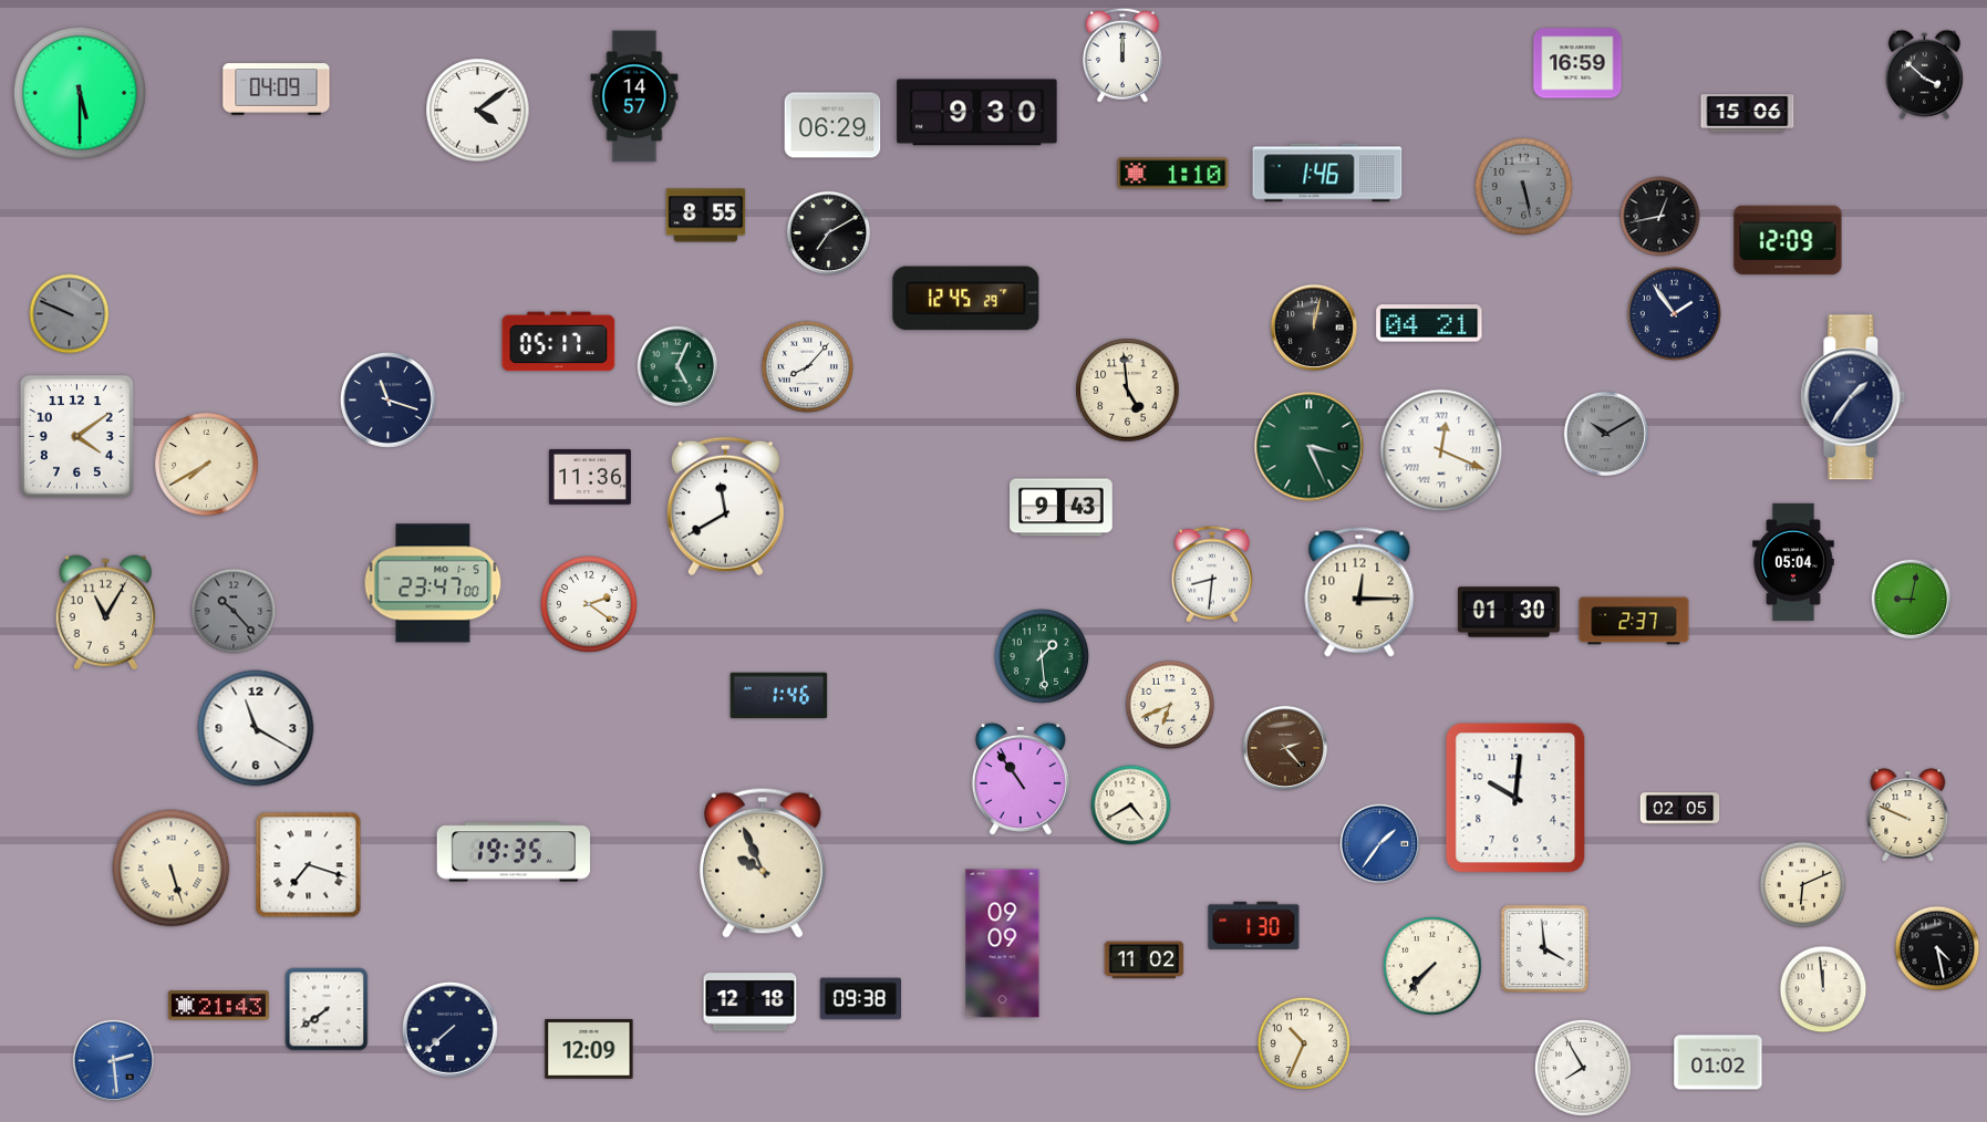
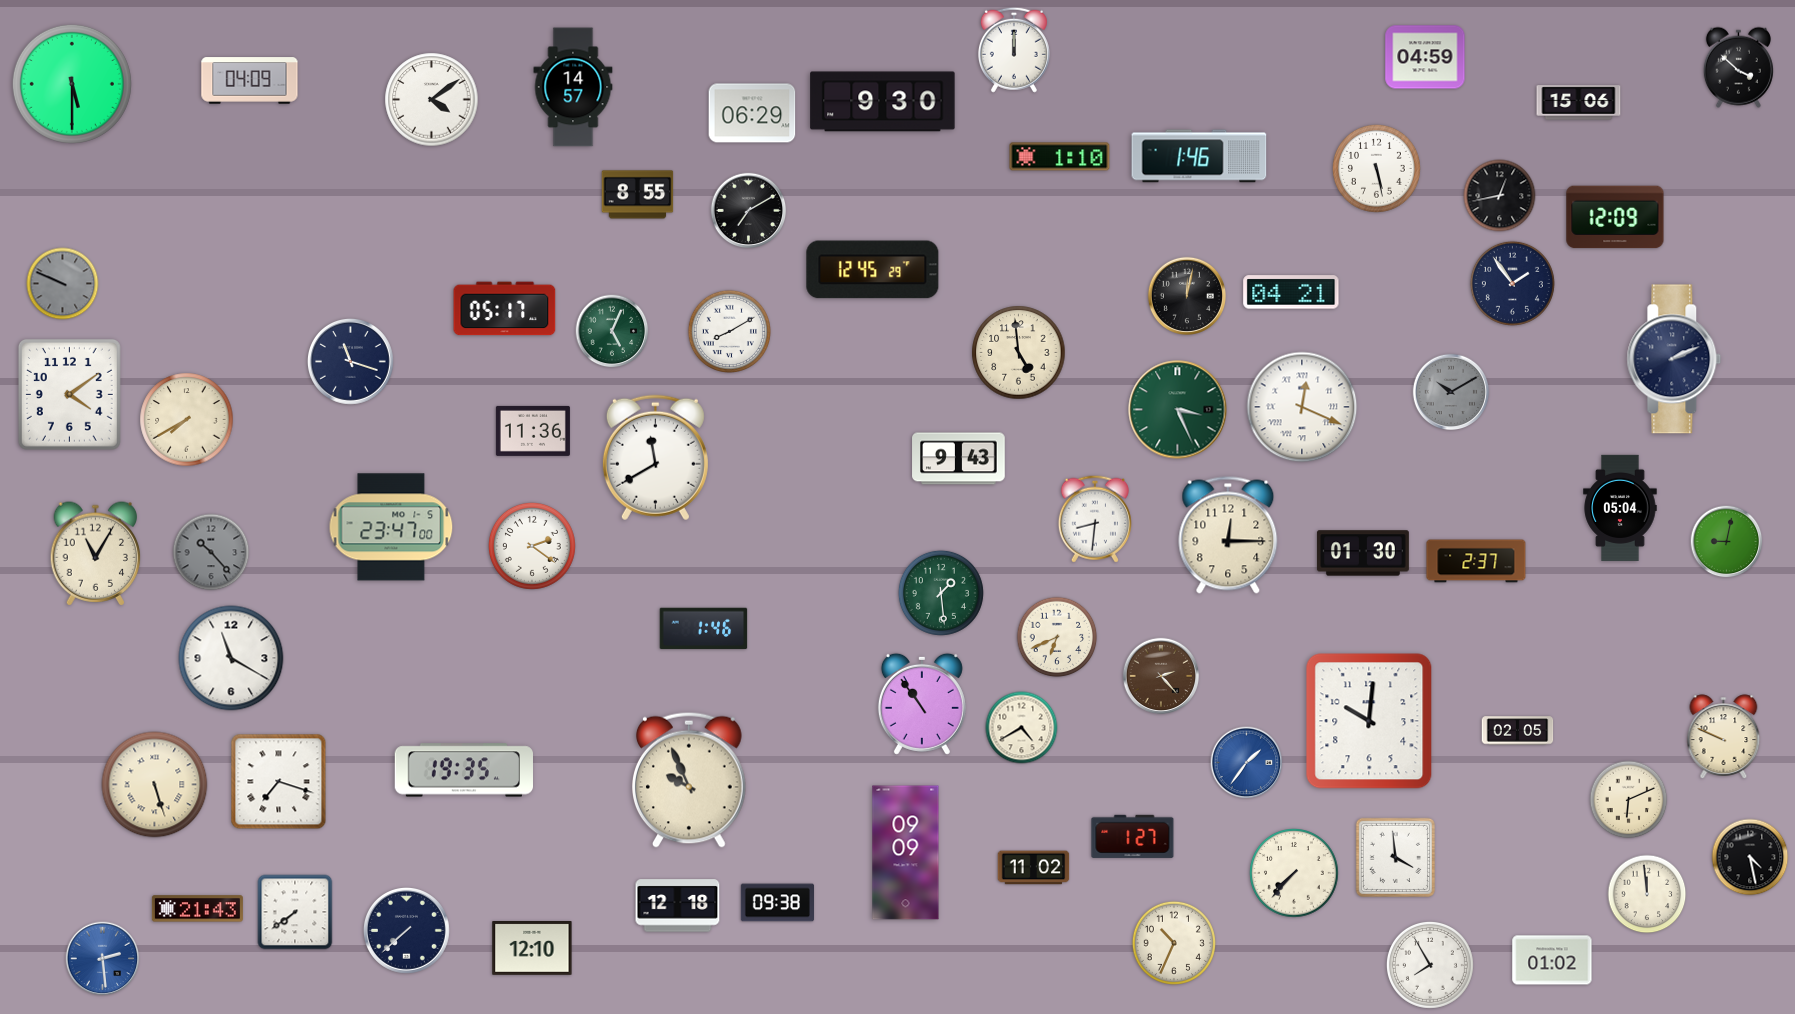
clock at (1577, 63): 16:59 -> 04:59
clock at (1524, 187) dial: grey -> white
clock at (807, 366): 8:07 -> 8:10
clock at (1853, 397): 1:36 -> 2:11
clock at (1310, 447) position: (1310, 447) -> (1178, 410)
clock at (1254, 925): 1:30 -> 1:27
clock at (1304, 1043) position: (1304, 1043) -> (1174, 943)
clock at (589, 1050): 12:09 -> 12:10
